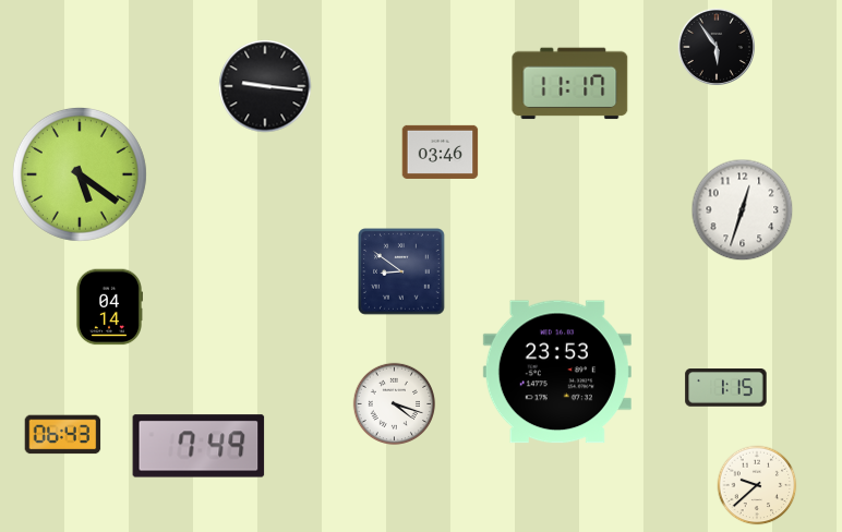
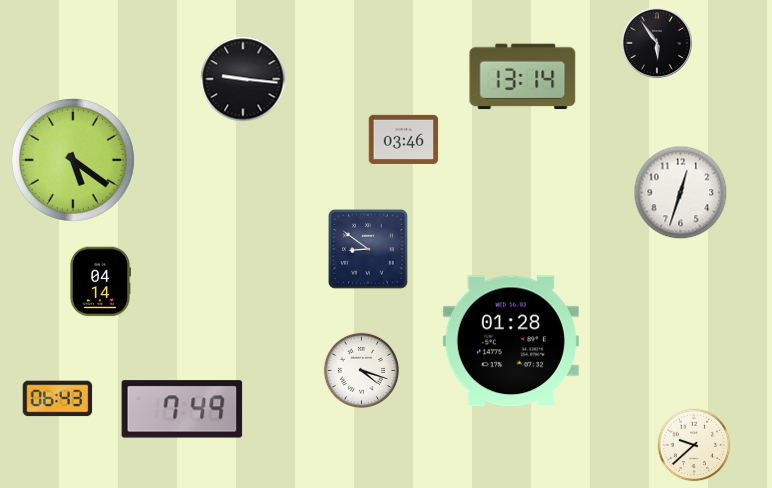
clock at (570, 84): 11:17 -> 13:14
clock at (557, 372): 23:53 -> 01:28
clock at (726, 388): 1:15 -> none
